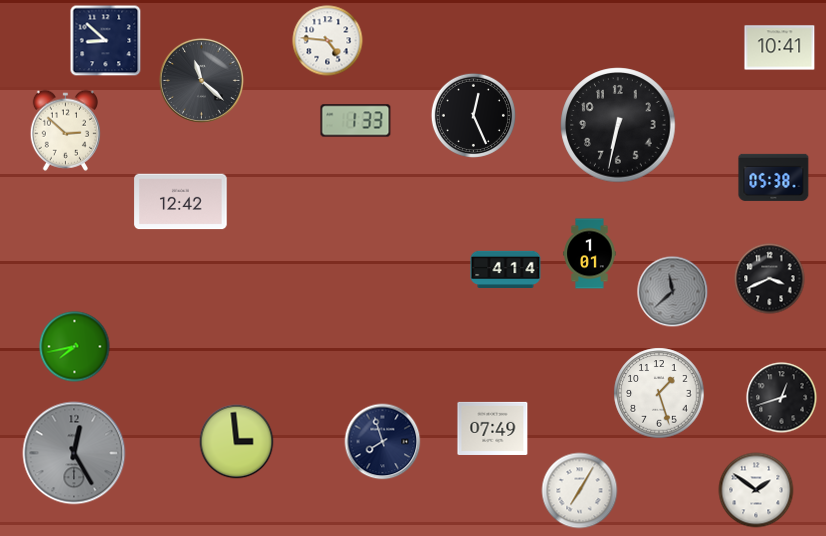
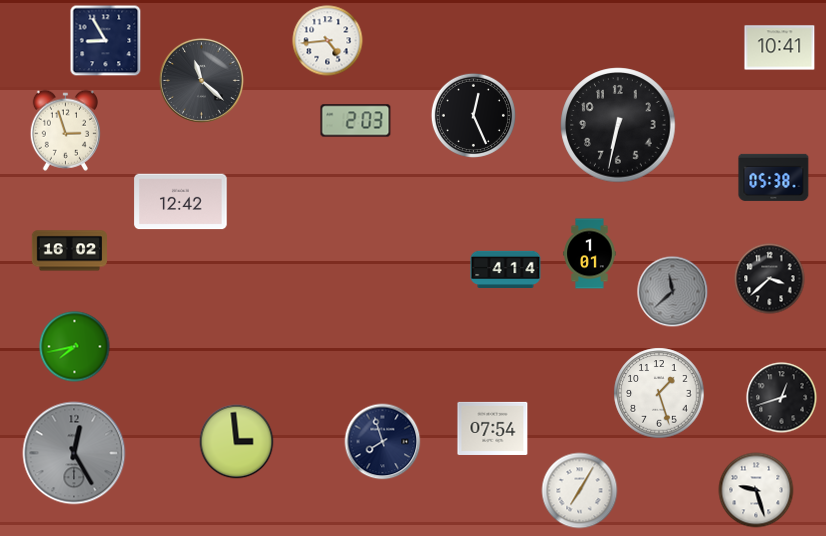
clock at (106, 41): 8:52 -> 8:55
clock at (328, 41): 4:46 -> 4:44
clock at (356, 121): 1:33 -> 2:03
clock at (65, 130): 2:52 -> 2:57
clock at (69, 251): none -> 16:02
clock at (770, 279): 3:41 -> 3:38
clock at (493, 428): 07:49 -> 07:54
clock at (756, 490): 1:51 -> 9:27
